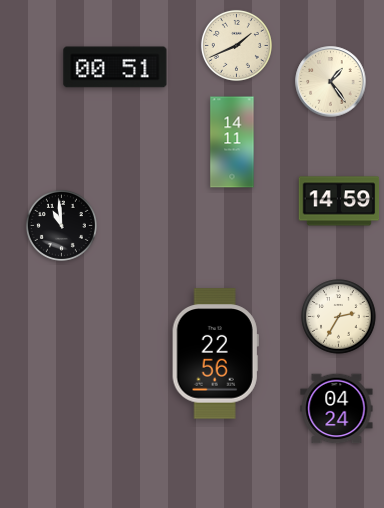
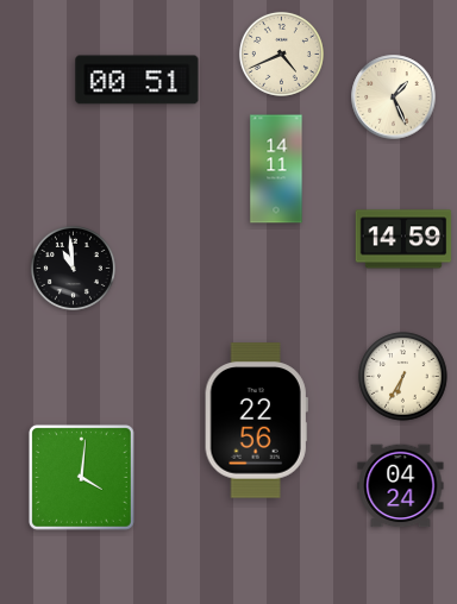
clock at (236, 45): 1:41 -> 4:41
clock at (331, 82): 1:24 -> 1:26
clock at (339, 317): 2:35 -> 6:35
clock at (81, 477): none -> 4:01
